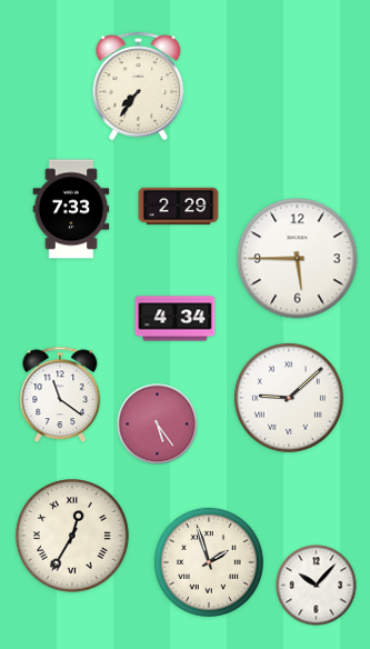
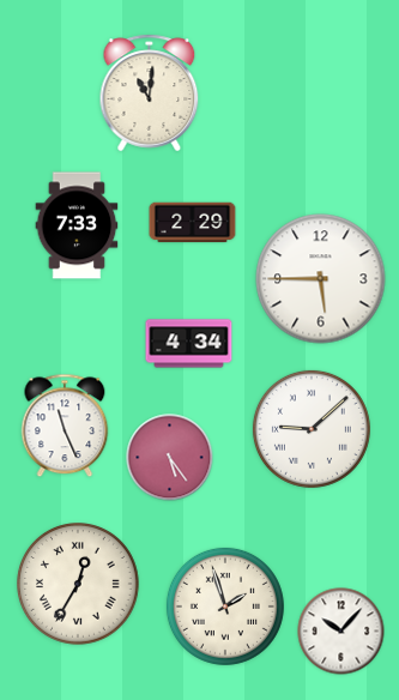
clock at (139, 87): 7:36 -> 11:01
clock at (60, 395): 11:21 -> 11:26
clock at (73, 537) position: (73, 537) -> (79, 585)
